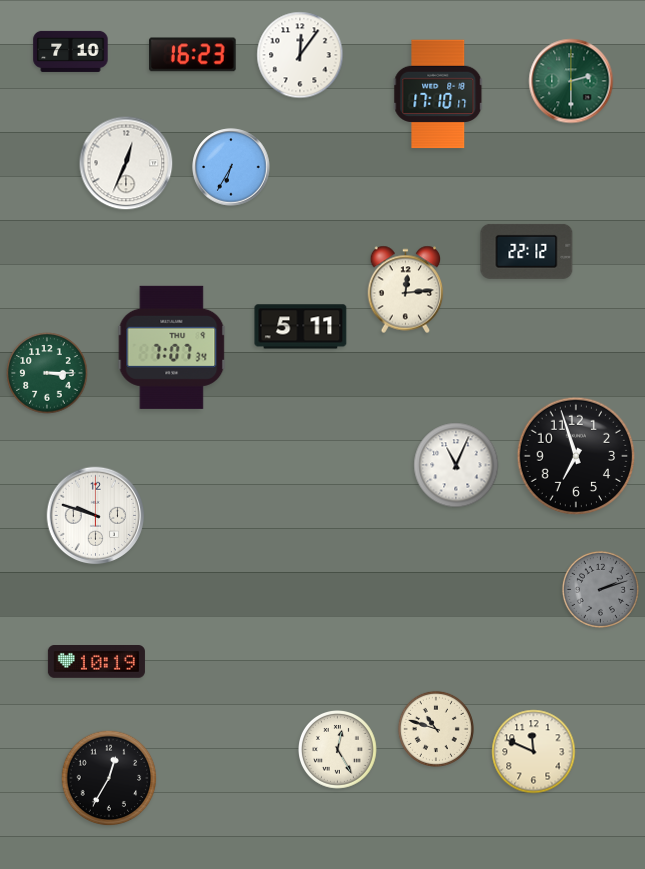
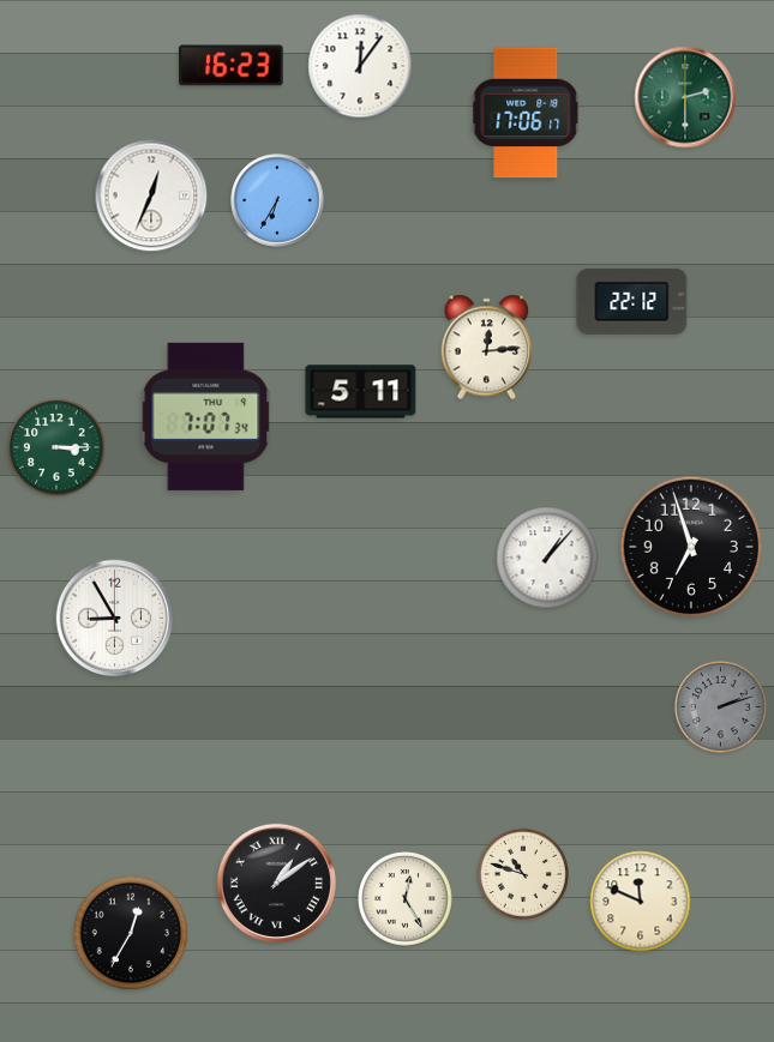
clock at (71, 51): 7:10 -> none
clock at (438, 94): 17:10 -> 17:06
clock at (456, 465): 11:04 -> 1:07
clock at (96, 516): 9:48 -> 8:55
clock at (96, 662): 10:19 -> none
clock at (276, 883): none -> 1:09
